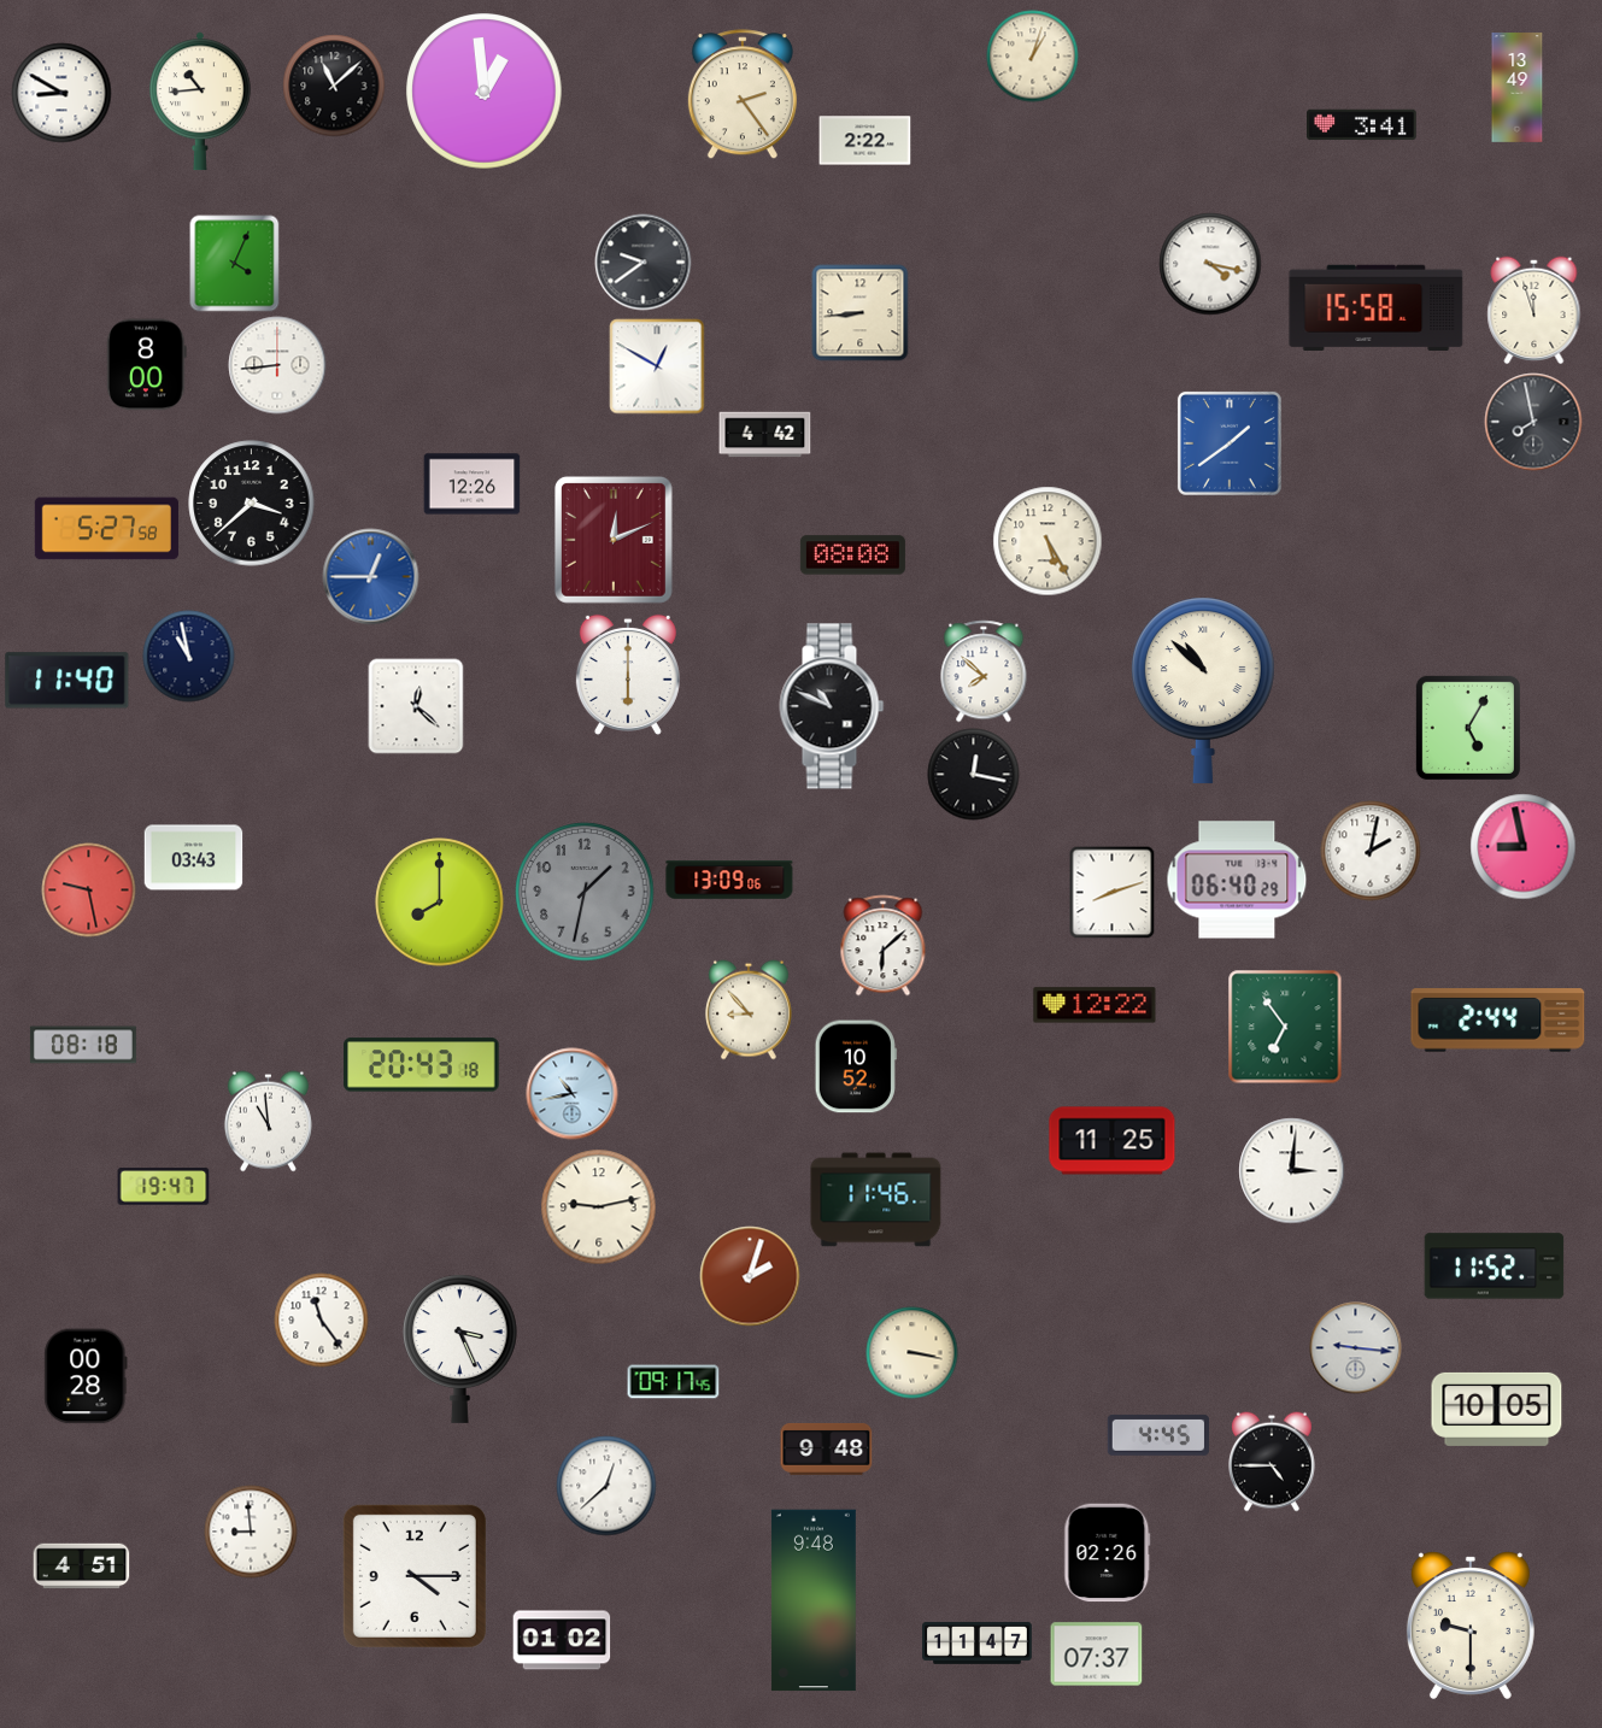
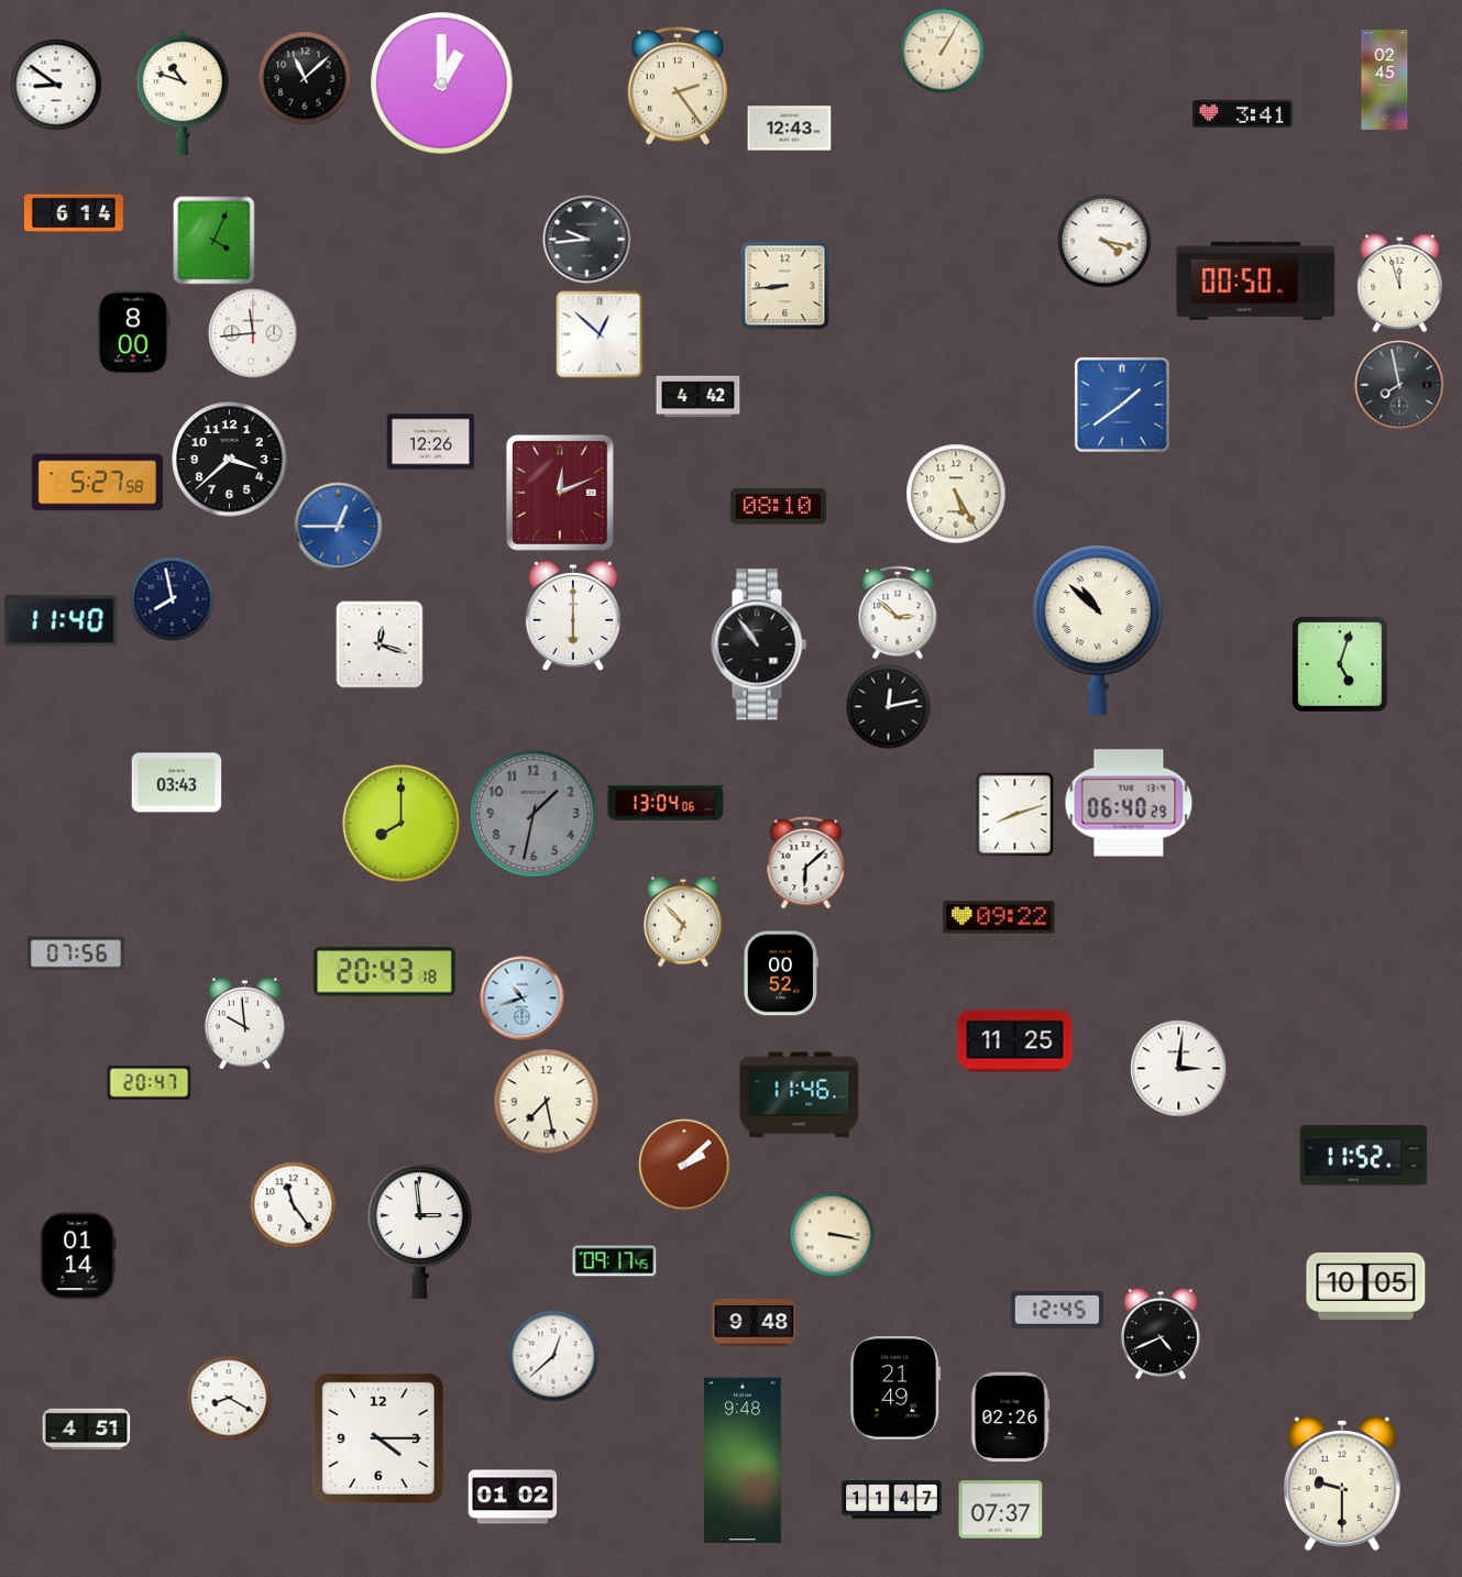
clock at (1033, 57): 1:03 -> 1:05
clock at (1518, 88): 13:49 -> 02:45
clock at (485, 92): 12:59 -> 1:00
clock at (61, 93): 8:50 -> 8:51
clock at (200, 101): 10:44 -> 10:48
clock at (865, 141): 2:22 -> 12:43
clock at (75, 213): none -> 6:14
clock at (644, 263): 9:39 -> 9:44
clock at (1377, 307): 15:58 -> 00:50
clock at (277, 365): 8:44 -> 11:44
clock at (657, 366): 12:50 -> 12:52
clock at (852, 556): 08:08 -> 08:10
clock at (189, 657): 10:58 -> 7:58
clock at (984, 671): 7:52 -> 2:52
clock at (416, 706): 12:22 -> 12:18
clock at (832, 706): 10:49 -> 10:54
clock at (1468, 728): 5:05 -> 5:03
clock at (974, 775): 12:17 -> 12:13
clock at (1524, 847): 8:58 -> none
clock at (1371, 851): 2:02 -> none
clock at (729, 881): 13:09 -> 13:04
clock at (89, 891): 9:28 -> none
clock at (1095, 1005): 12:22 -> 09:22
clock at (749, 1010): 8:53 -> 6:53
clock at (1498, 1021): 2:44 -> none
clock at (1285, 1027): 6:54 -> none
clock at (83, 1045): 08:18 -> 07:56
clock at (856, 1066): 10:52 -> 00:52
clock at (573, 1094): 10:43 -> 10:42
clock at (268, 1122): 10:59 -> 9:59
clock at (164, 1187): 19:47 -> 20:47
clock at (599, 1207): 9:13 -> 7:28
clock at (750, 1276): 2:03 -> 2:08
clock at (460, 1348): 3:26 -> 2:59
clock at (1356, 1348): 9:16 -> none
clock at (86, 1376): 00:28 -> 01:14
clock at (1158, 1435): 4:45 -> 12:45
clock at (1272, 1462): 4:45 -> 4:41
clock at (895, 1388): none -> 21:49
clock at (251, 1532): 8:59 -> 8:20
clock at (82, 1567) position: (82, 1567) -> (87, 1430)
